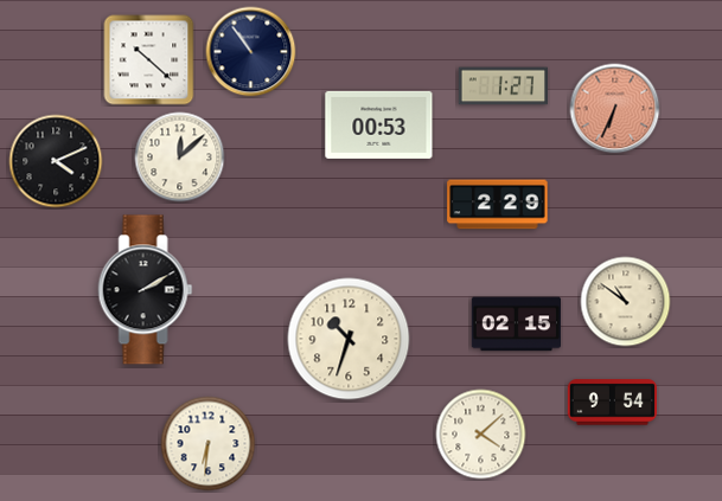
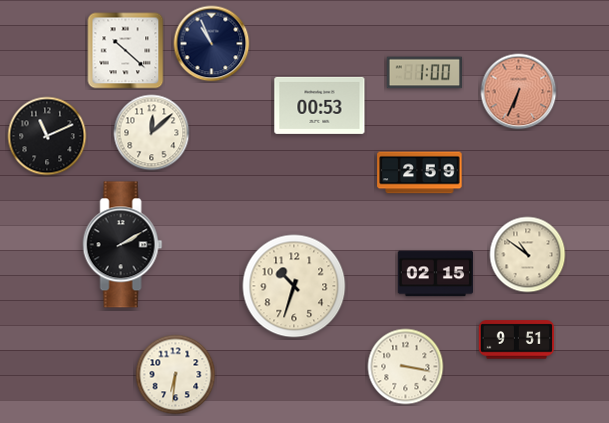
clock at (251, 52): 10:54 -> 10:56
clock at (503, 86): 1:27 -> 1:00
clock at (56, 161): 4:11 -> 11:11
clock at (498, 205): 2:29 -> 2:59
clock at (612, 403): 9:54 -> 9:51
clock at (481, 435): 4:08 -> 3:17
